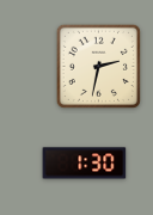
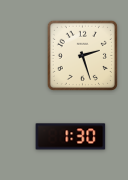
clock at (98, 66): 2:32 -> 2:27
